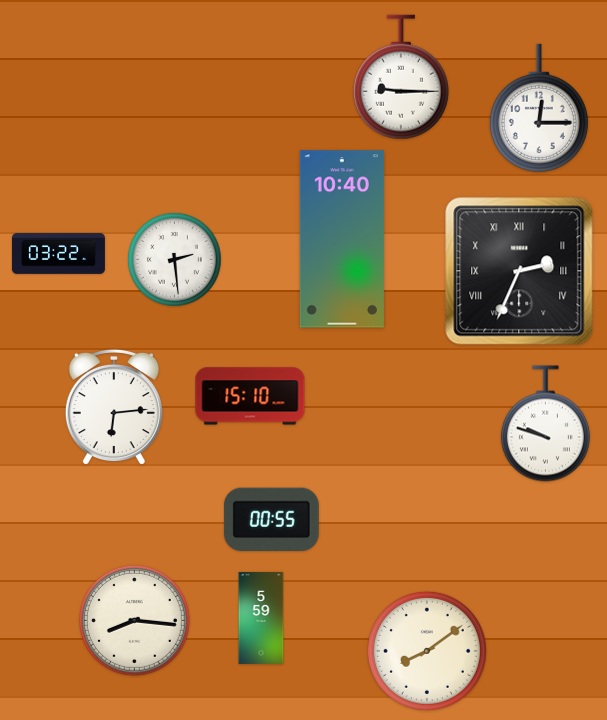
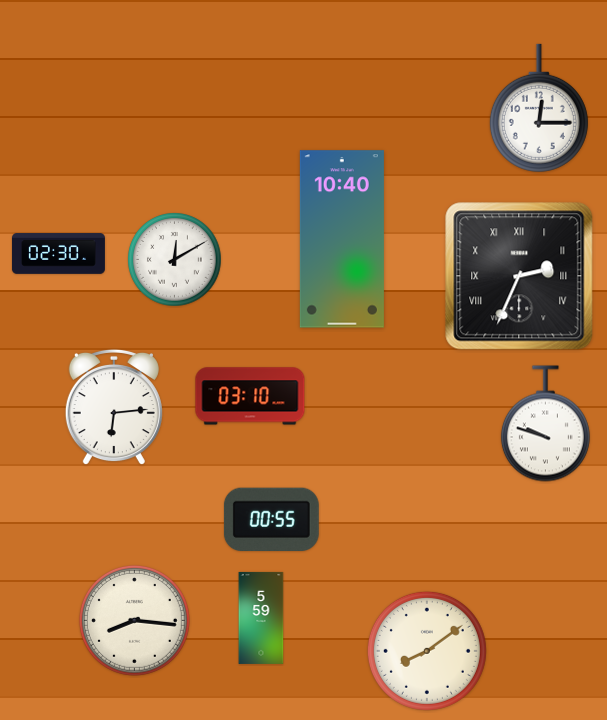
clock at (401, 77): 9:15 -> none
clock at (58, 254): 03:22 -> 02:30
clock at (175, 260): 2:29 -> 12:10
clock at (519, 271) position: (519, 271) -> (519, 276)
clock at (250, 396): 15:10 -> 03:10
